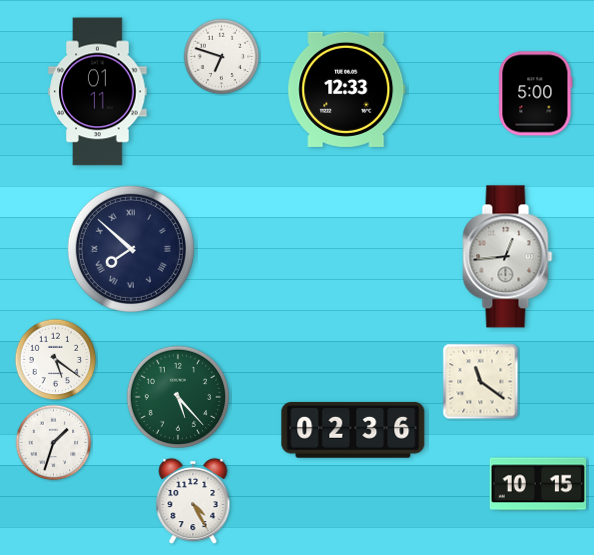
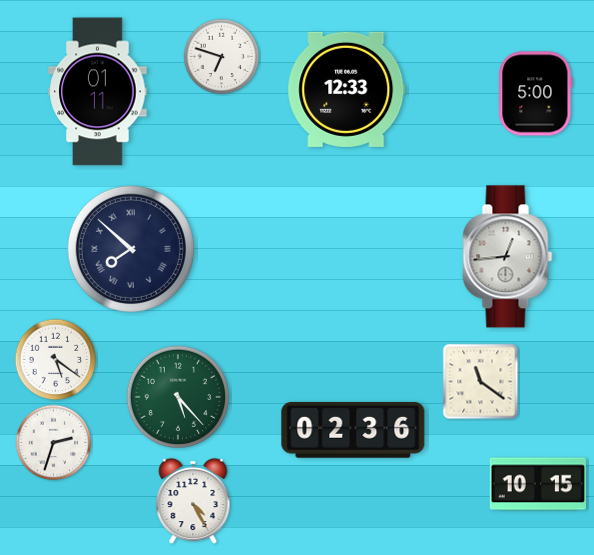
clock at (54, 443): 1:33 -> 2:33
